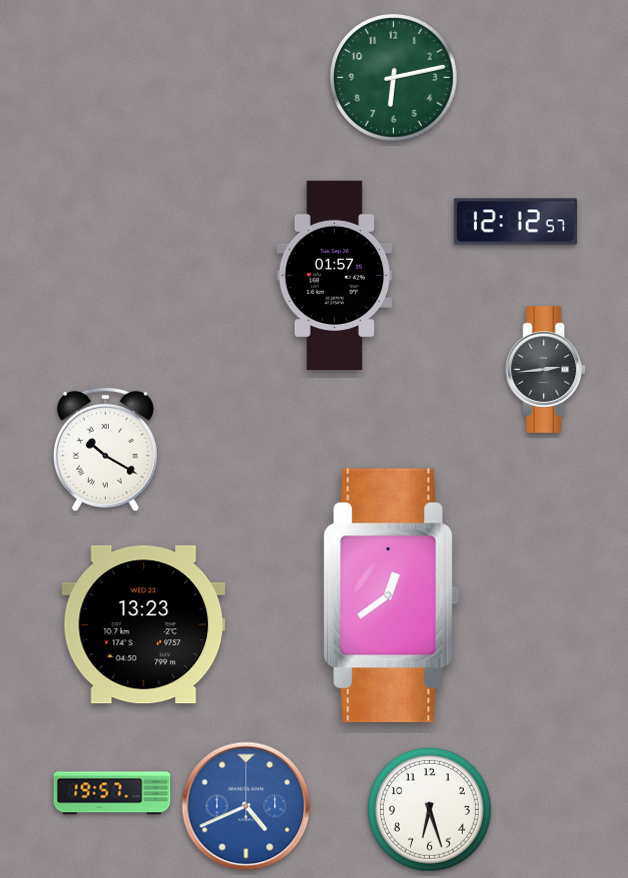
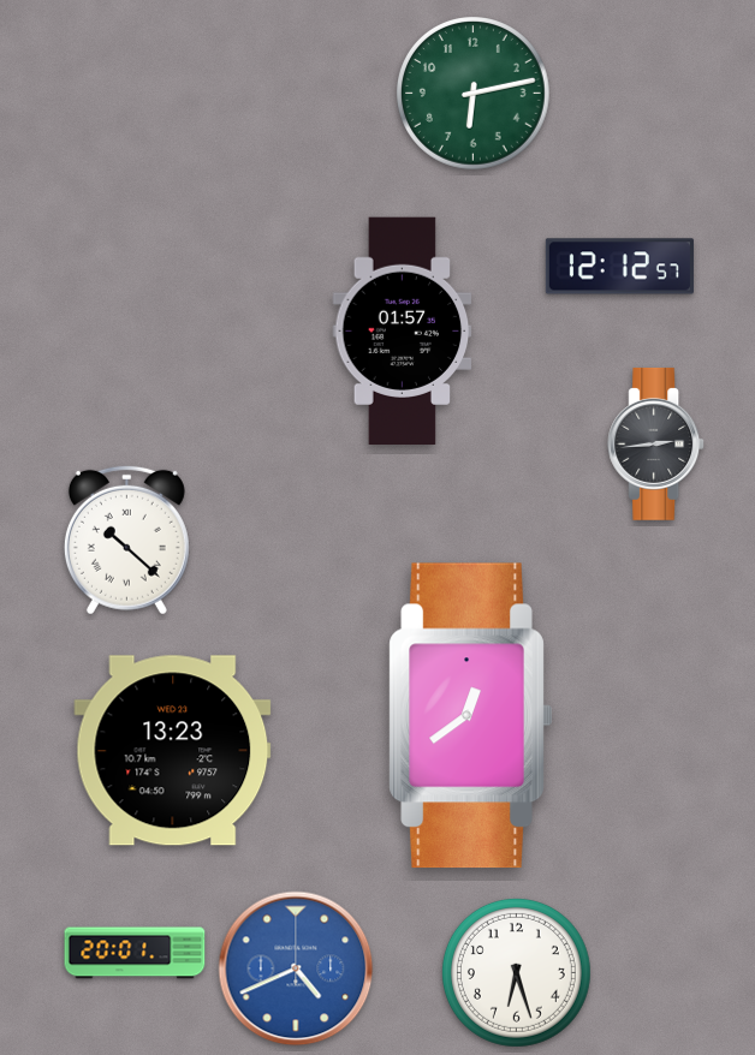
clock at (105, 449): 10:20 -> 10:22
clock at (112, 793): 19:57 -> 20:01
